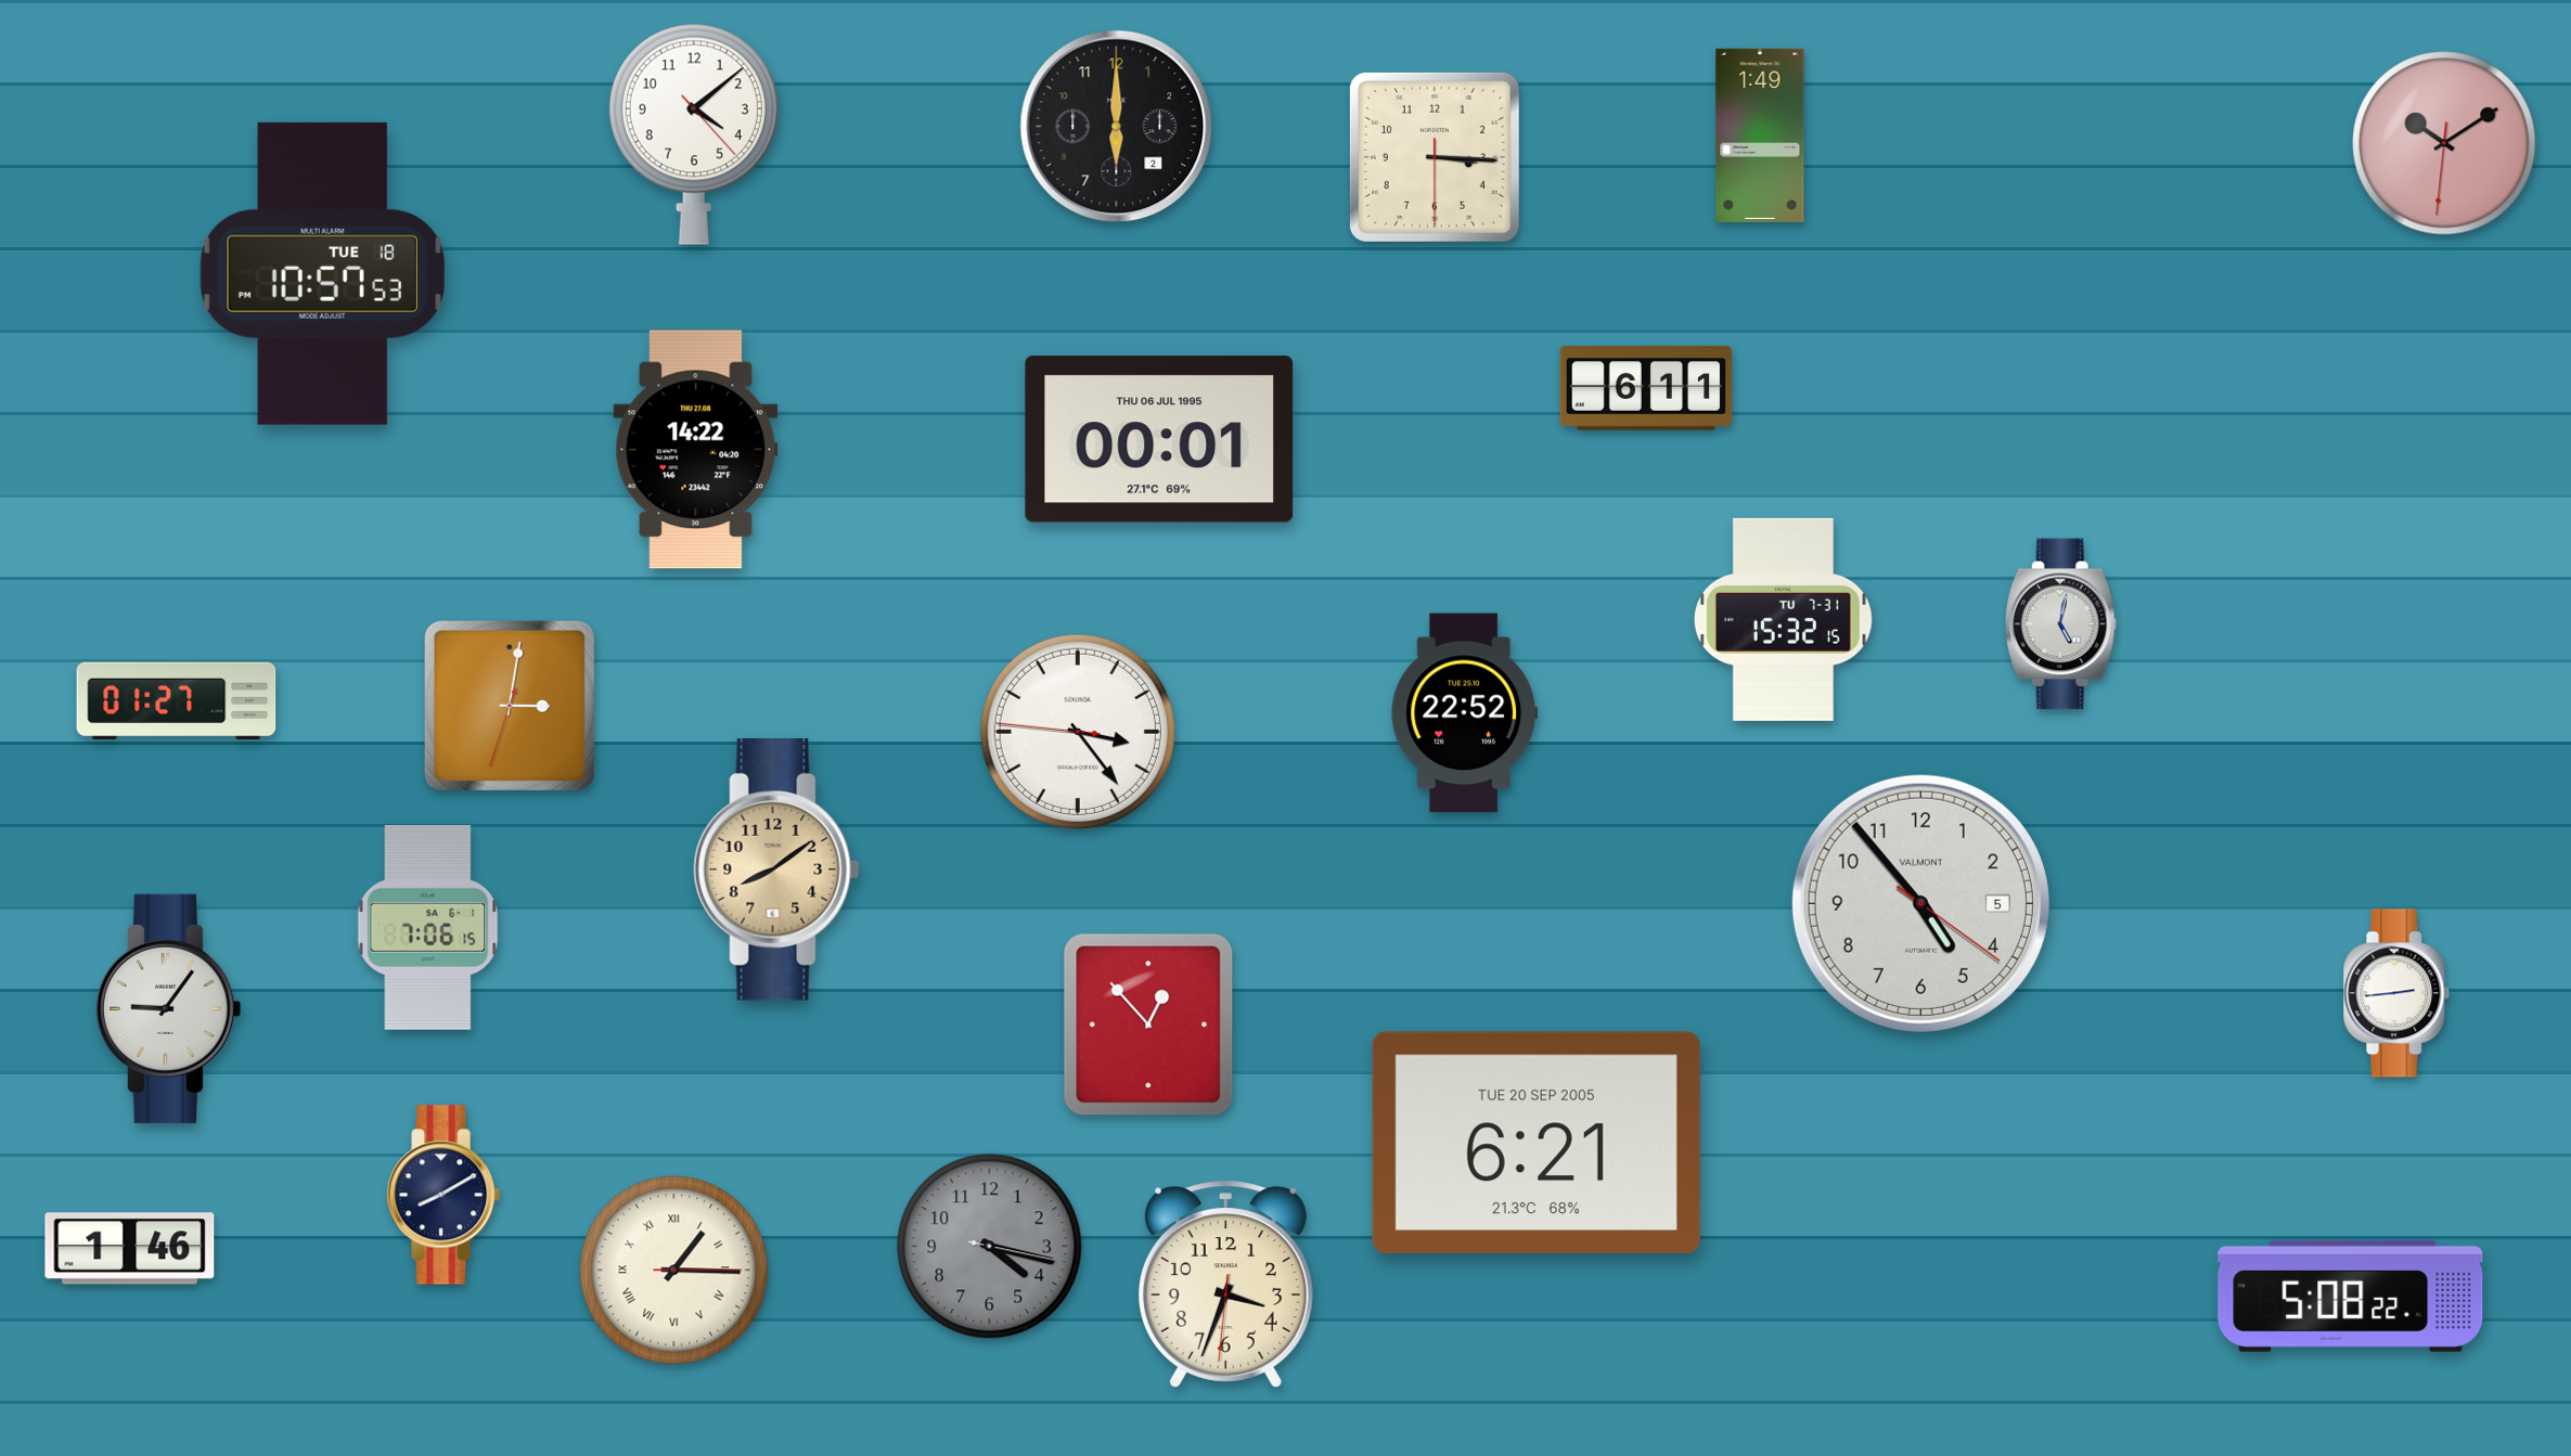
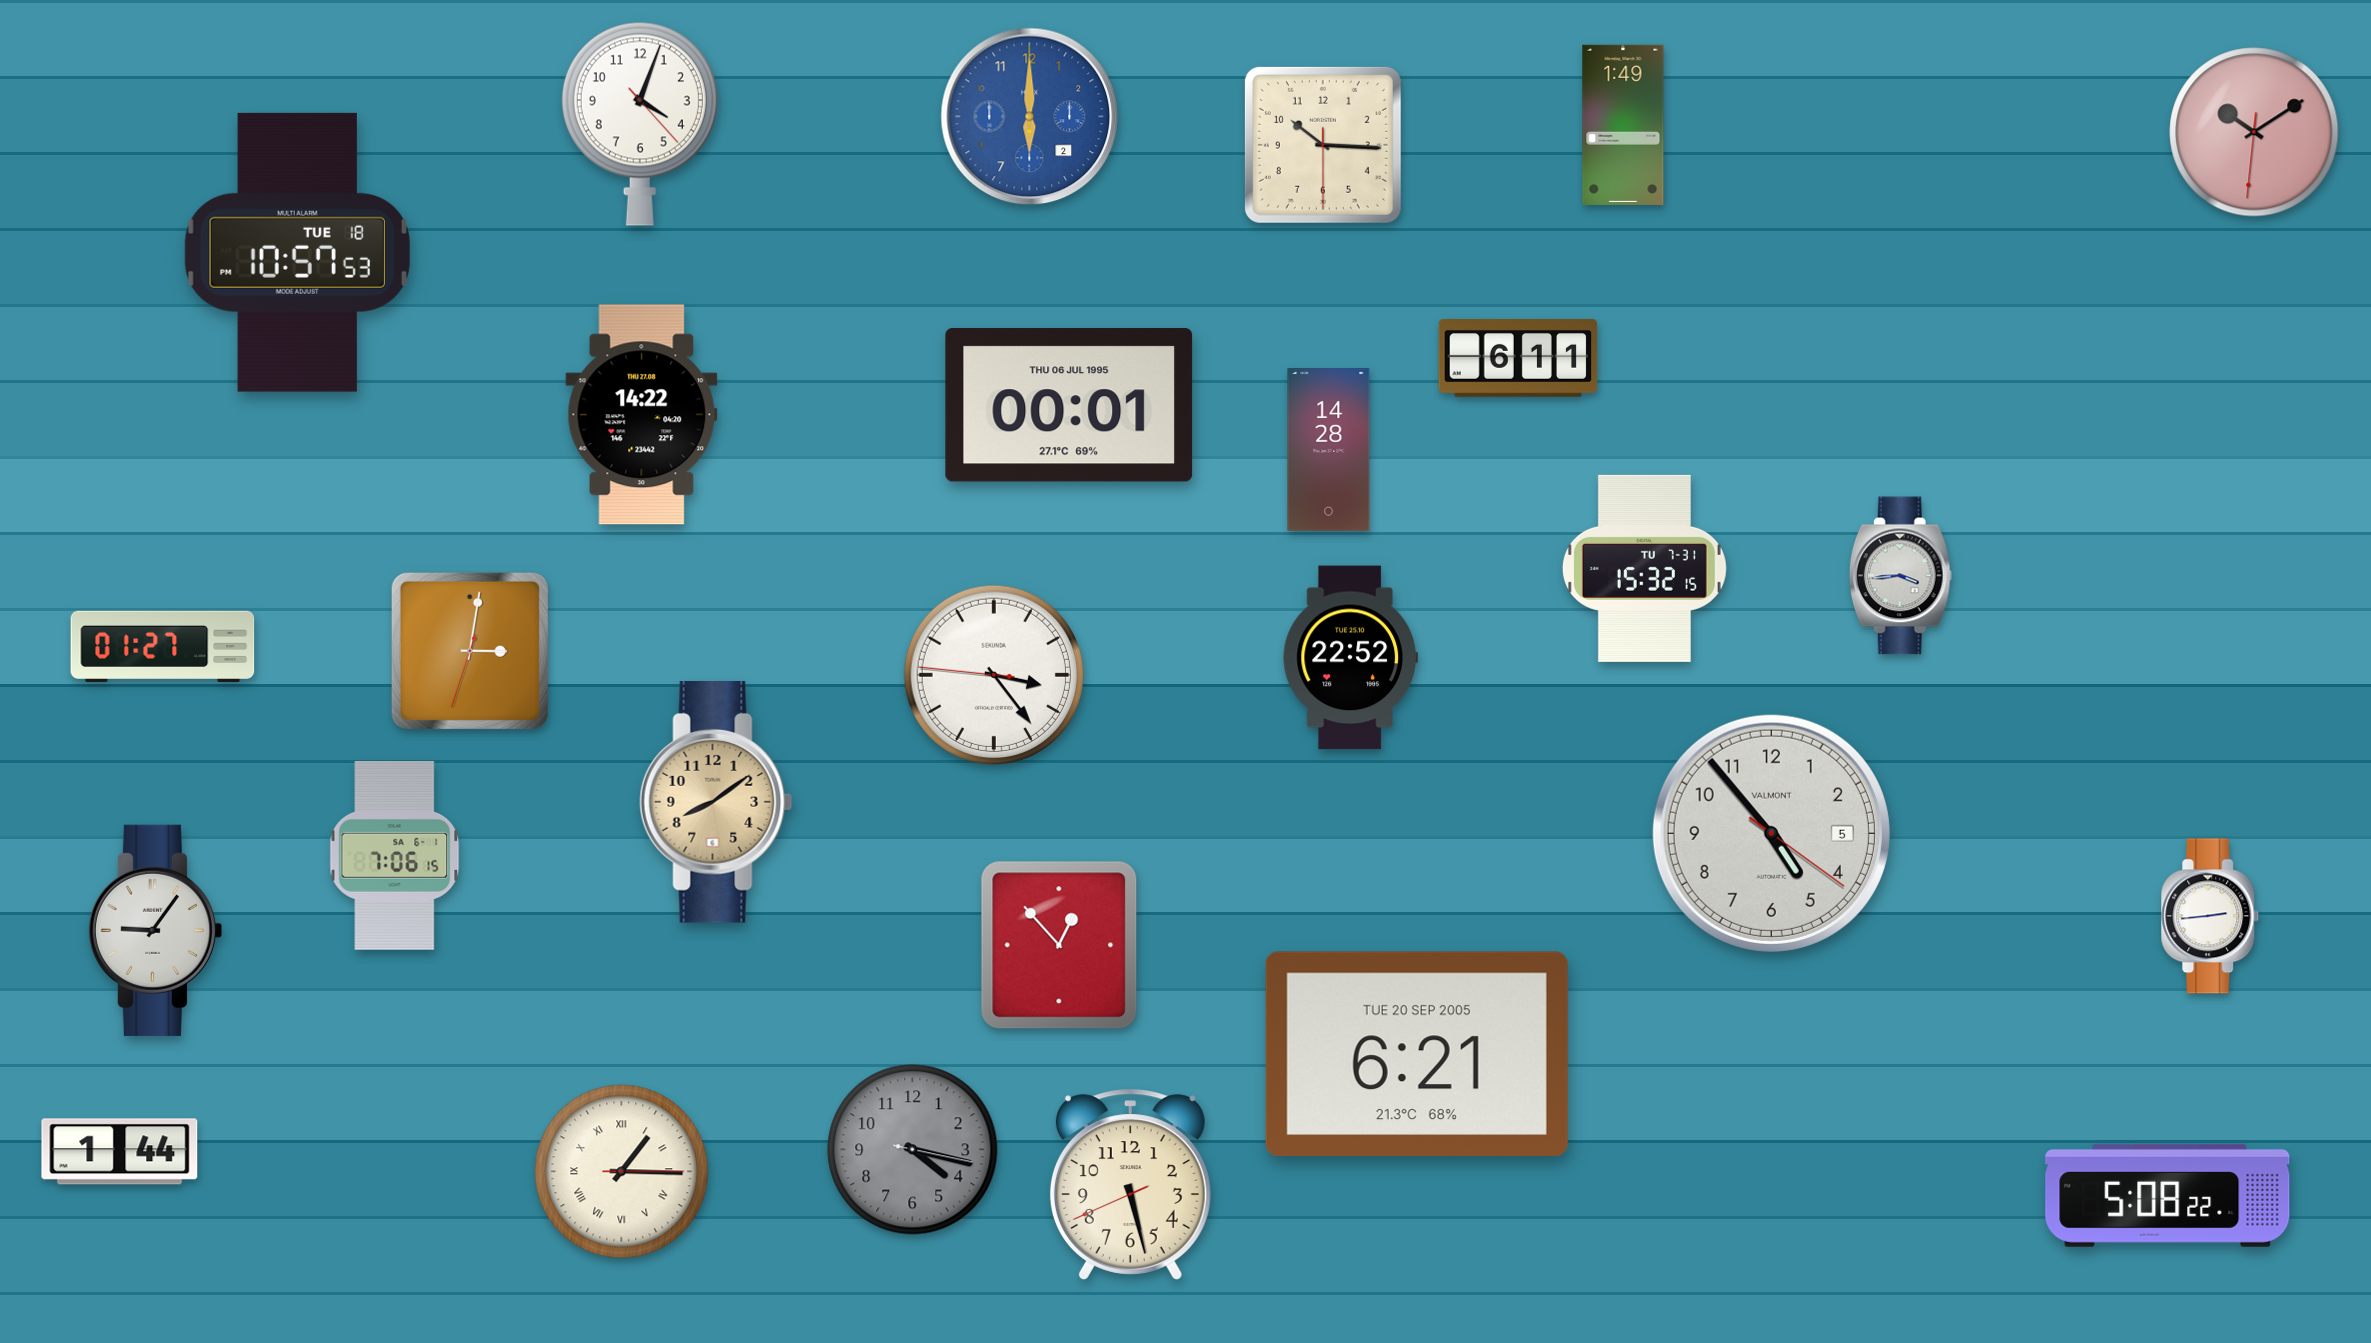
clock at (1117, 127) dial: black -> blue
clock at (694, 134): 4:08 -> 4:03
clock at (1435, 157): 3:15 -> 10:15
clock at (1329, 450): none -> 14:28
clock at (1783, 619) position: (1783, 619) -> (1644, 568)
clock at (2060, 624): 5:02 -> 3:44
clock at (444, 1195): 8:10 -> none
clock at (130, 1249): 1:46 -> 1:44
clock at (1225, 1284): 3:33 -> 5:27
